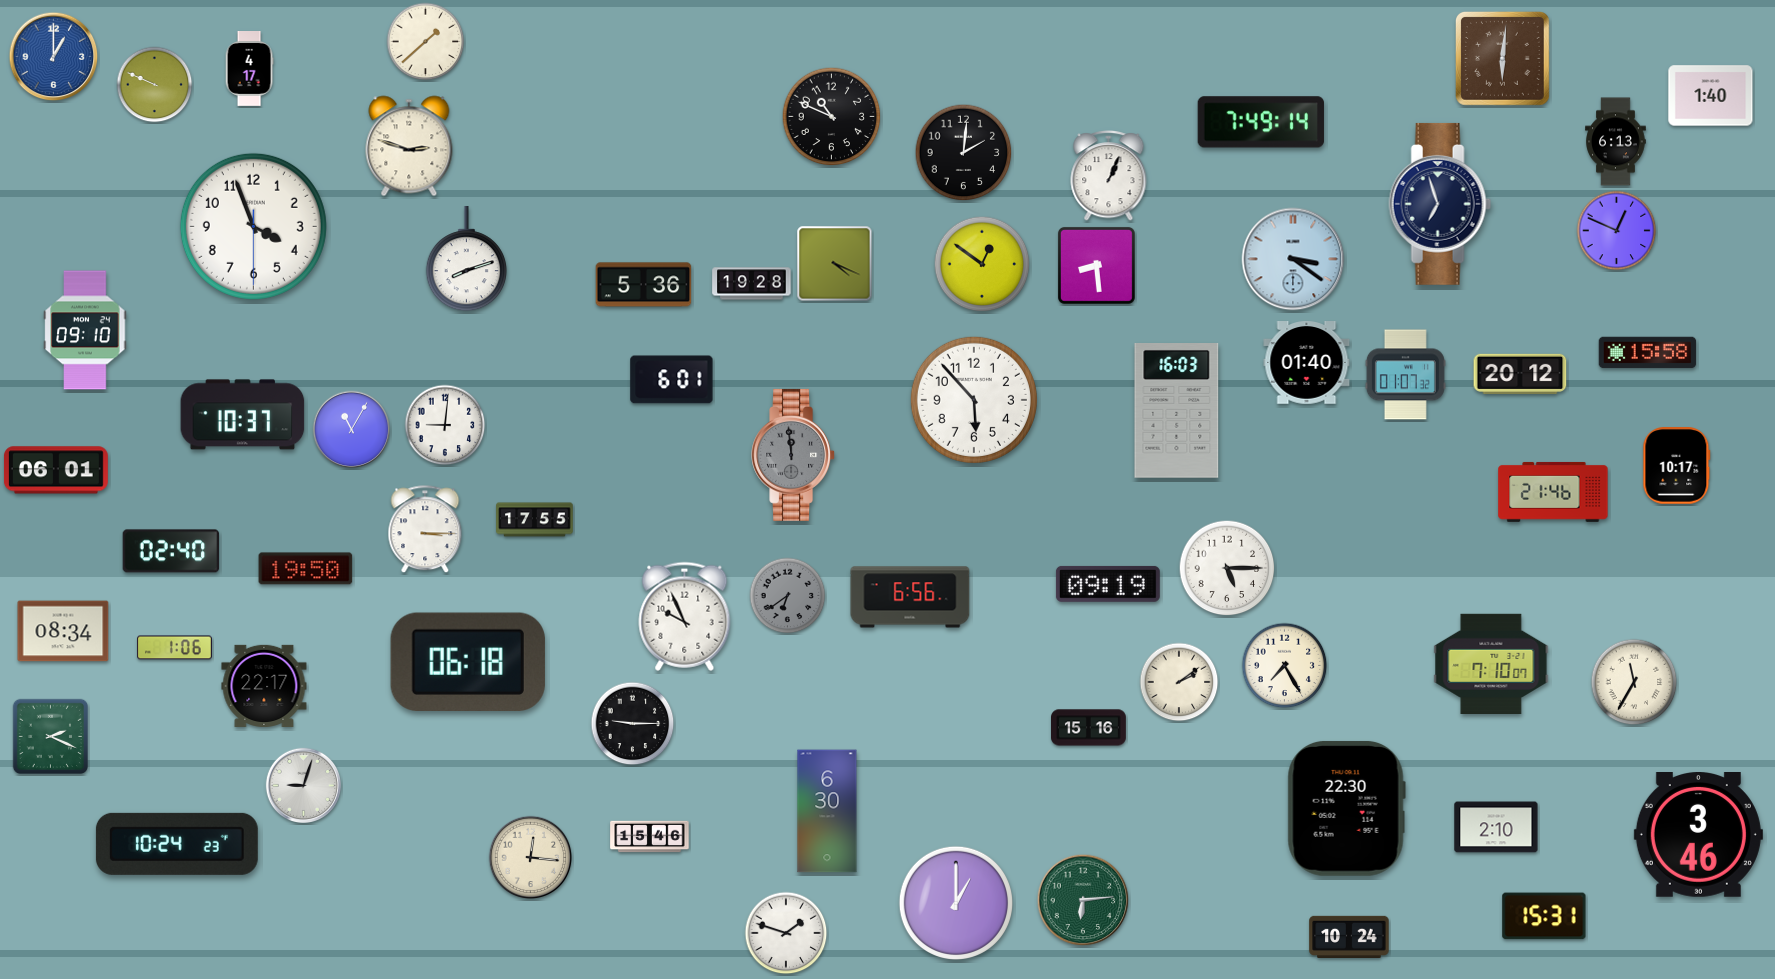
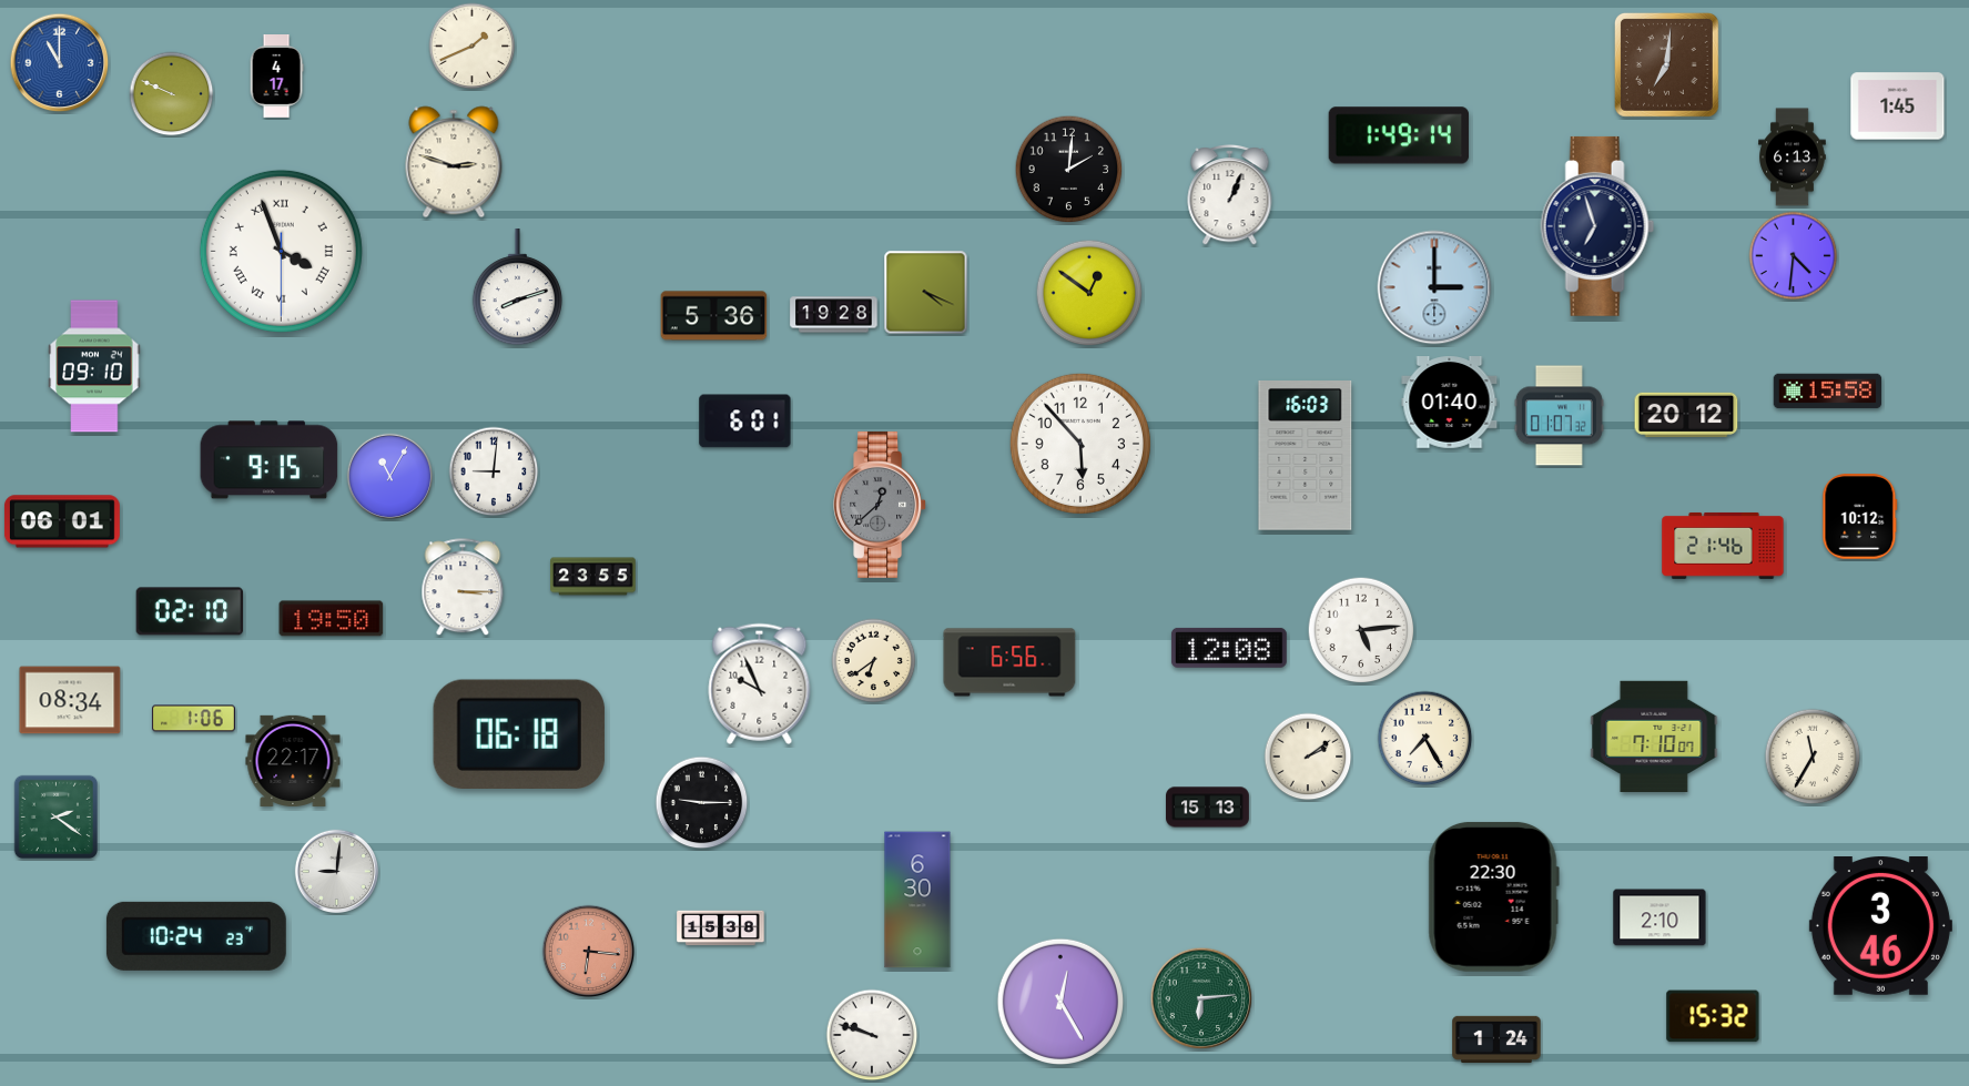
clock at (426, 42): 1:38 -> 1:41
clock at (54, 57): 1:00 -> 11:00
clock at (1503, 59): 6:01 -> 7:01
clock at (1711, 96): 1:40 -> 1:45
clock at (832, 117): 10:49 -> none
clock at (1261, 122): 7:49 -> 1:49
clock at (253, 226) numerals: Arabic -> Roman
clock at (1617, 231): 12:49 -> 4:31
clock at (1293, 259): 3:21 -> 3:00
clock at (1096, 265): 8:29 -> none
clock at (243, 415): 10:37 -> 9:15
clock at (794, 455): 11:59 -> 12:38
clock at (1677, 466): 10:17 -> 10:12
clock at (535, 520): 17:55 -> 23:55
clock at (425, 530) position: (425, 530) -> (463, 588)
clock at (171, 551): 02:40 -> 02:10
clock at (1227, 568): 5:15 -> 5:14
clock at (306, 569) position: (306, 569) -> (332, 619)
clock at (1108, 584): 09:19 -> 12:08
clock at (788, 596) dial: grey -> cream
clock at (1089, 728): 15:16 -> 15:13
clock at (50, 736): 2:19 -> 2:21
clock at (303, 785): 9:03 -> 9:01
clock at (1698, 835) position: (1698, 835) -> (1880, 926)
clock at (650, 837): 15:46 -> 15:38
clock at (531, 858): 12:16 -> 6:16
clock at (531, 858) dial: cream -> salmon
clock at (955, 902): 1:00 -> 12:25
clock at (1544, 916): 15:31 -> 15:32
clock at (786, 933): 1:48 -> 9:48
clock at (1349, 936): 10:24 -> 1:24
